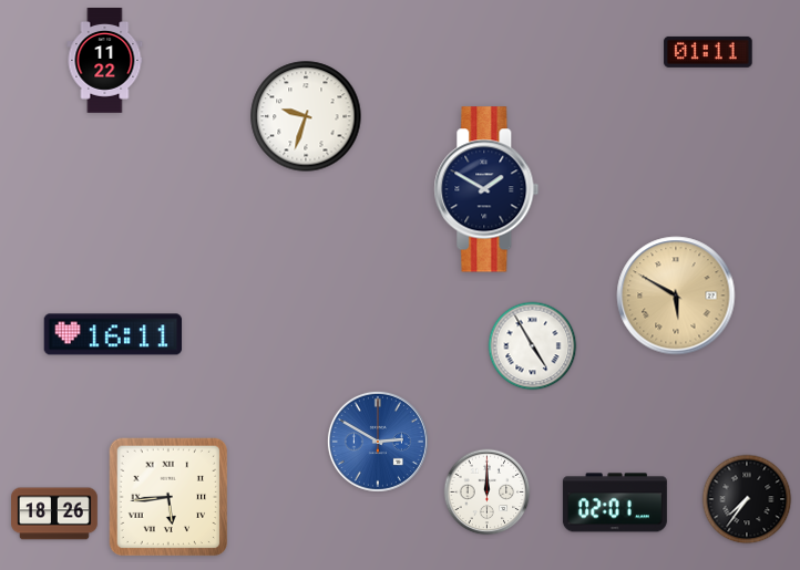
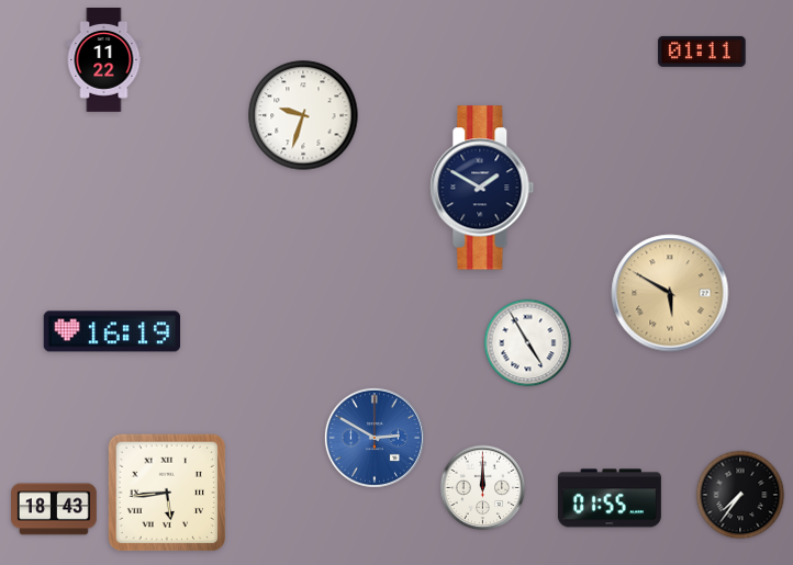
clock at (113, 334): 16:11 -> 16:19
clock at (615, 502): 02:01 -> 01:55
clock at (55, 514): 18:26 -> 18:43
